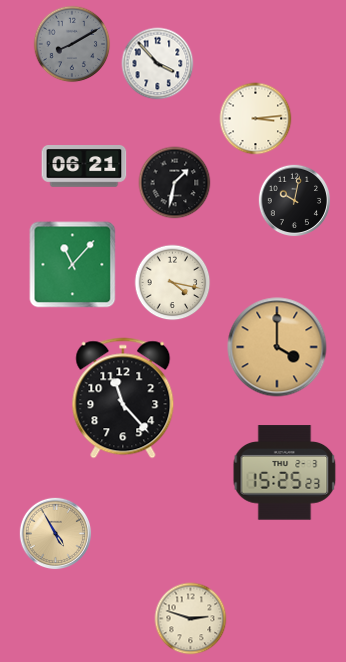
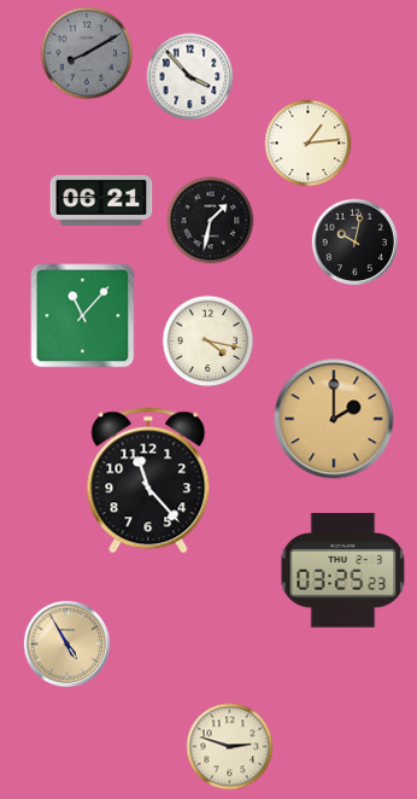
clock at (256, 119): 3:14 -> 1:14
clock at (73, 265) position: (73, 265) -> (83, 316)
clock at (277, 347): 4:00 -> 2:00
clock at (285, 473): 15:25 -> 03:25
